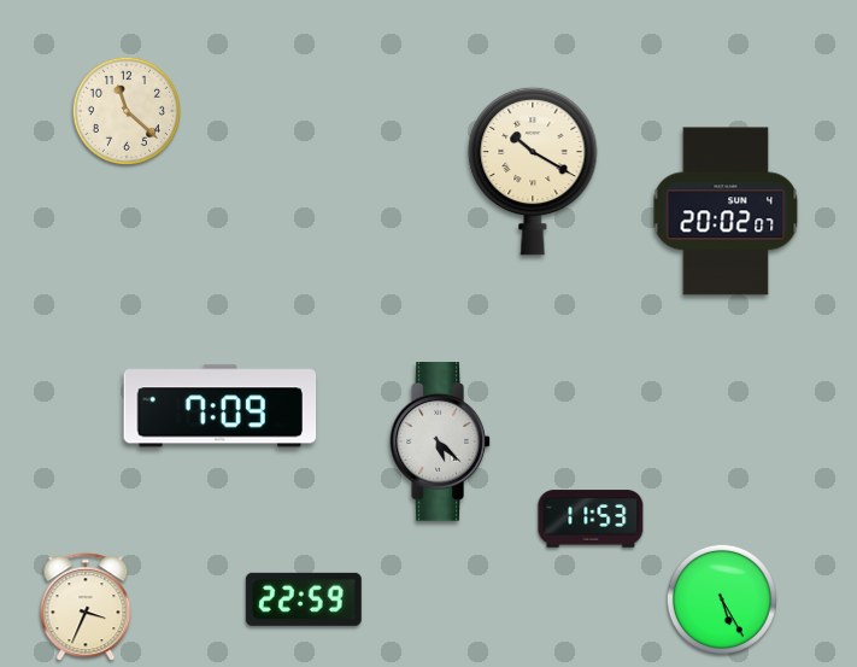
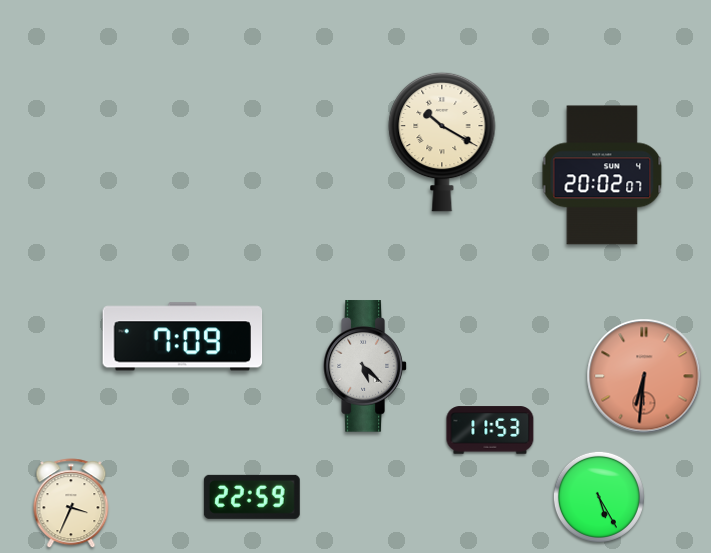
clock at (125, 110): 11:22 -> none
clock at (644, 376): none -> 6:31
